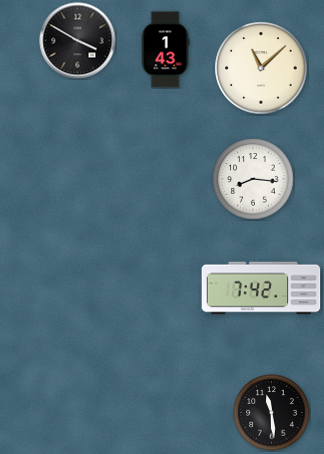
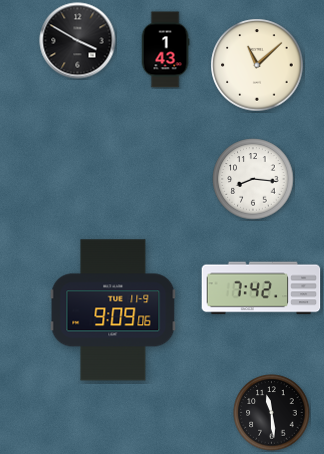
clock at (261, 68) position: (261, 68) -> (257, 65)
clock at (113, 310): none -> 9:09
